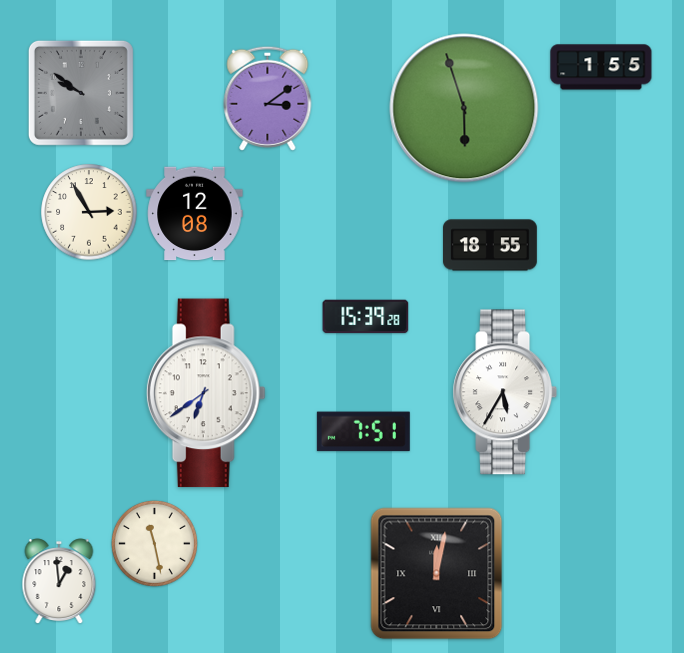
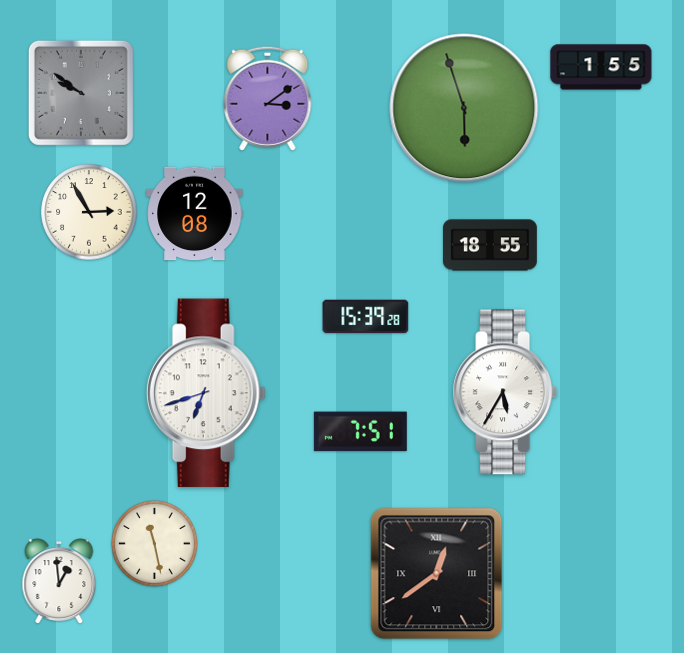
clock at (206, 393): 6:39 -> 6:42
clock at (363, 432) position: (363, 432) -> (360, 432)
clock at (437, 574): 12:02 -> 12:39
